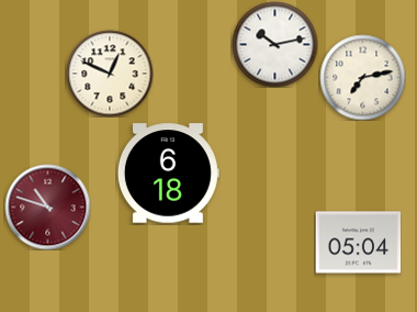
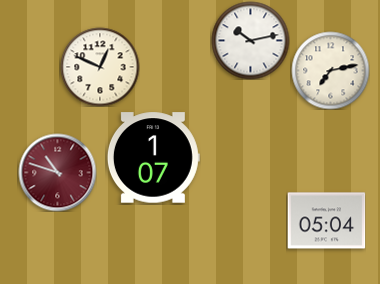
clock at (168, 174): 6:18 -> 1:07
clock at (47, 207) position: (47, 207) -> (57, 172)
